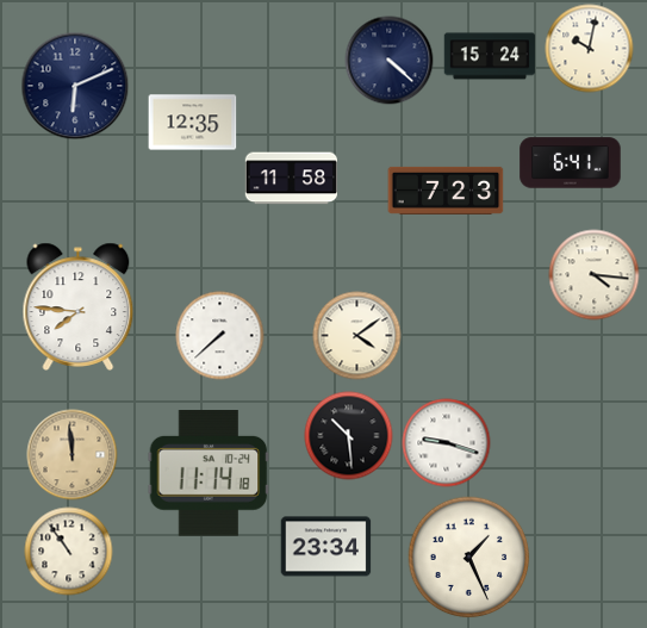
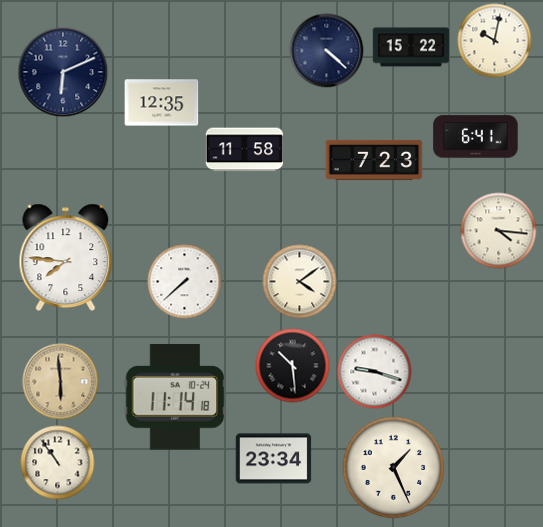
clock at (490, 56): 15:24 -> 15:22
clock at (571, 163) position: (571, 163) -> (476, 137)
clock at (73, 455): 11:59 -> 5:59
